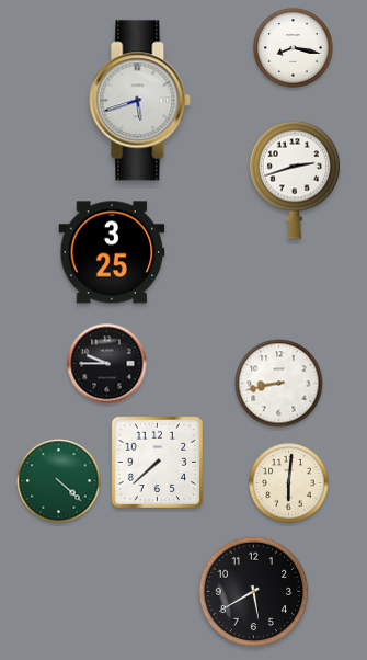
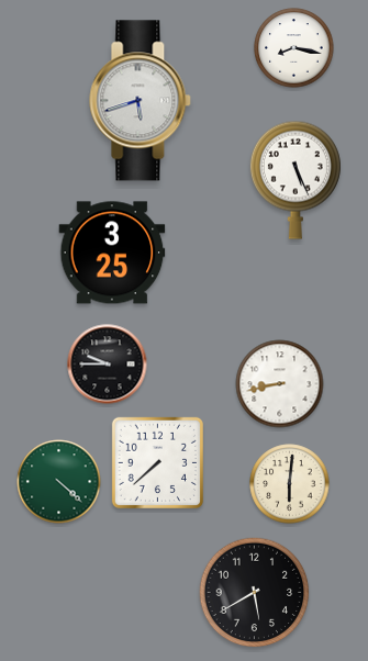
clock at (295, 180): 2:42 -> 5:26
